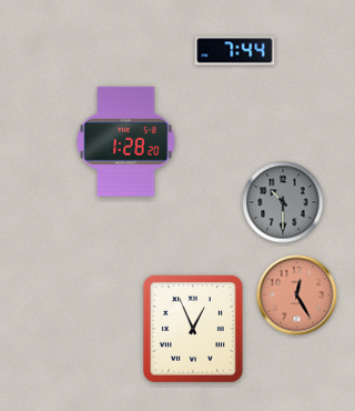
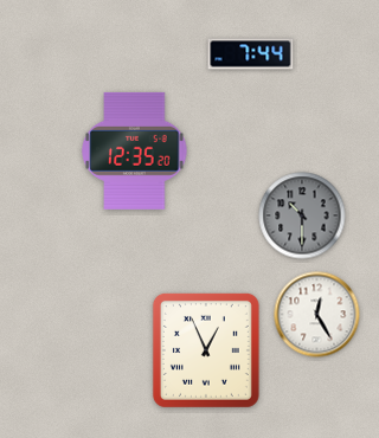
clock at (126, 141): 1:28 -> 12:35
clock at (297, 295) dial: salmon -> white
